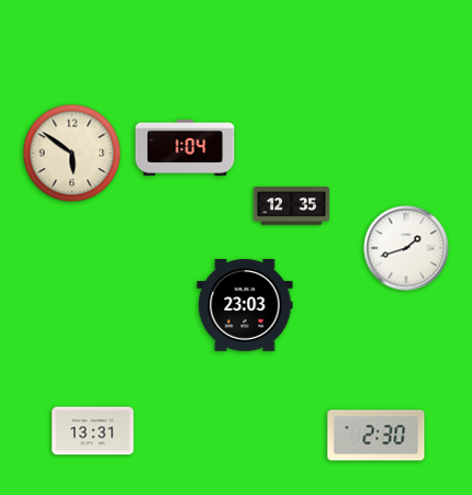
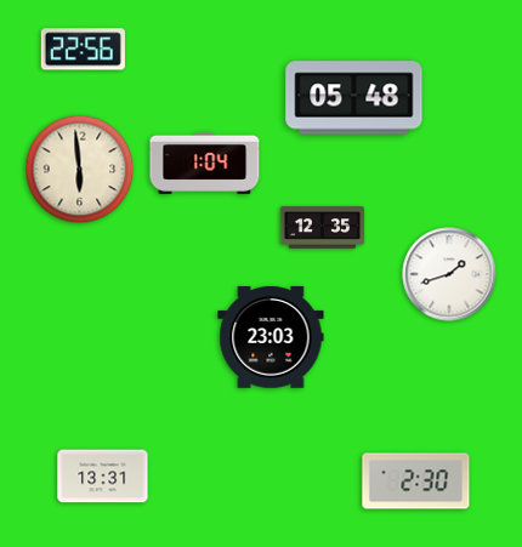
clock at (83, 50): none -> 22:56
clock at (354, 98): none -> 05:48
clock at (72, 154): 5:51 -> 5:59
